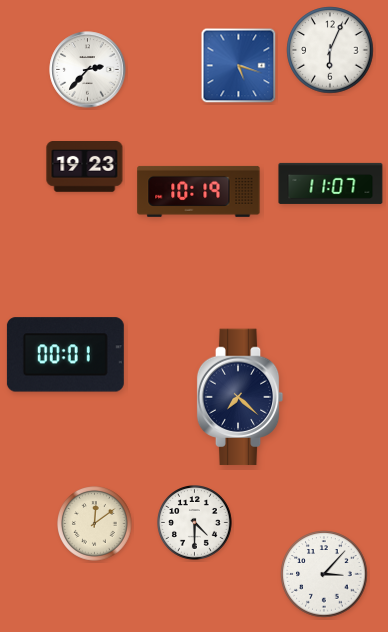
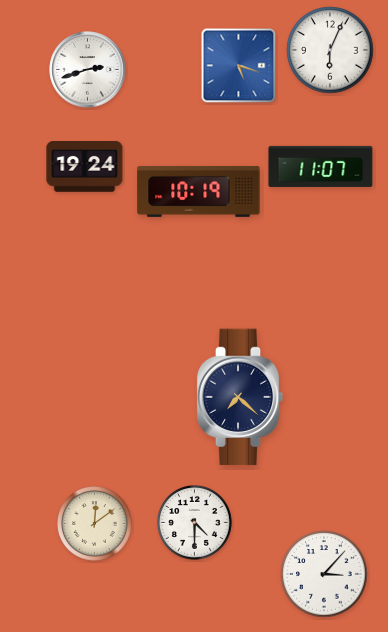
clock at (88, 70): 2:37 -> 2:42
clock at (85, 167): 19:23 -> 19:24
clock at (331, 183) position: (331, 183) -> (321, 166)
clock at (65, 355): 00:01 -> none
